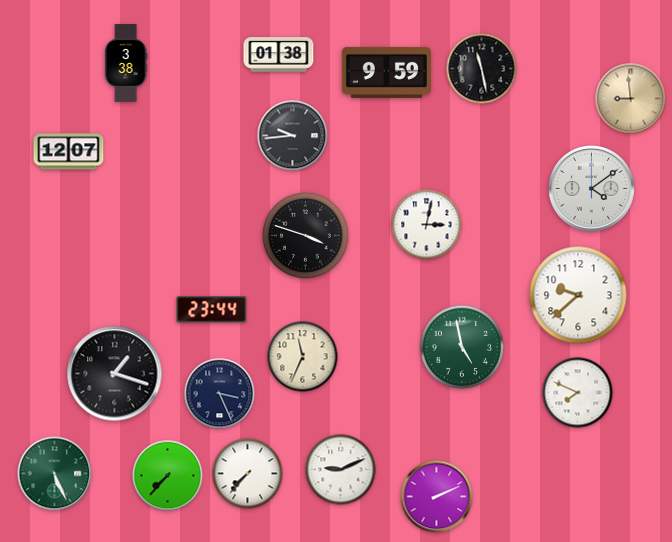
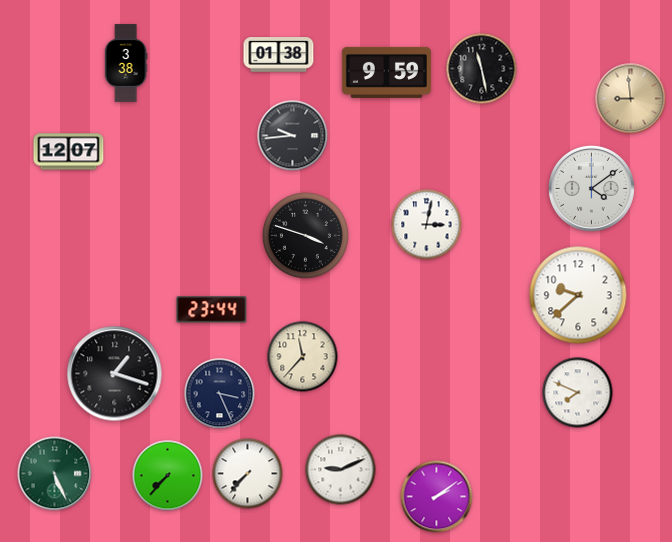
clock at (461, 346): 4:58 -> none
clock at (303, 357): 11:34 -> 11:37
clock at (437, 497): 2:11 -> 2:09
